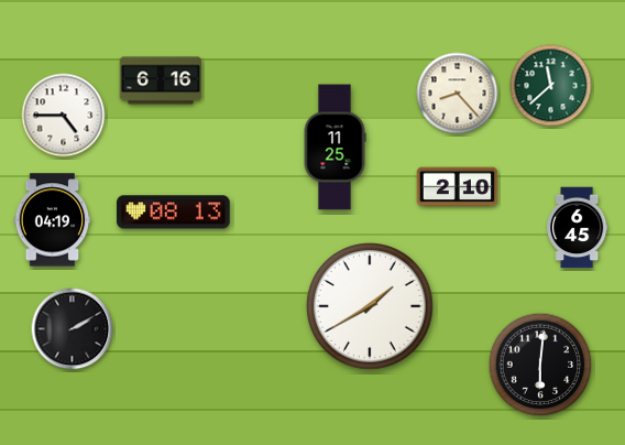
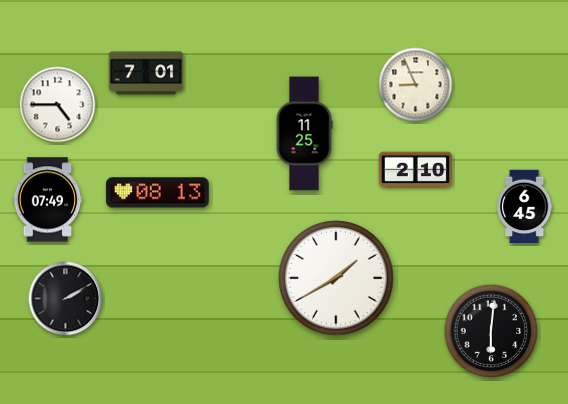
clock at (161, 80): 6:16 -> 7:01
clock at (551, 86): 11:38 -> none
clock at (458, 94): 8:23 -> 8:56
clock at (53, 220): 04:19 -> 07:49
